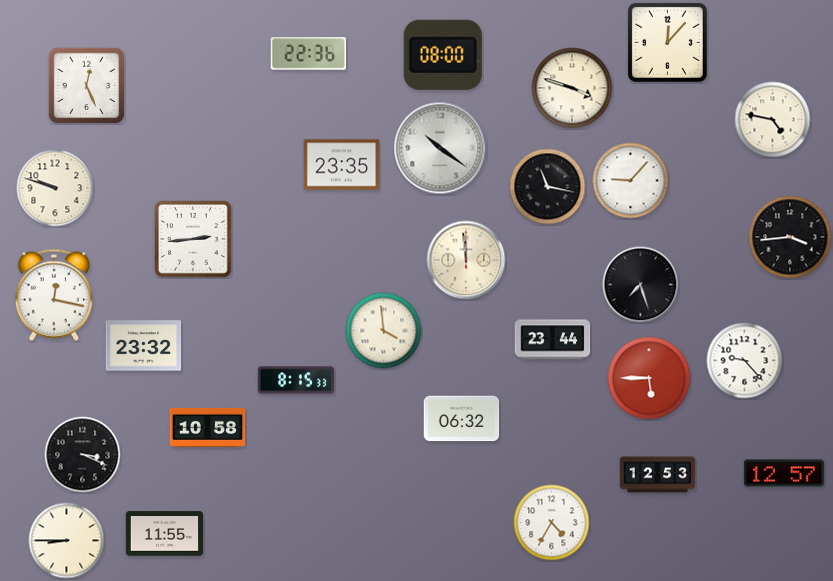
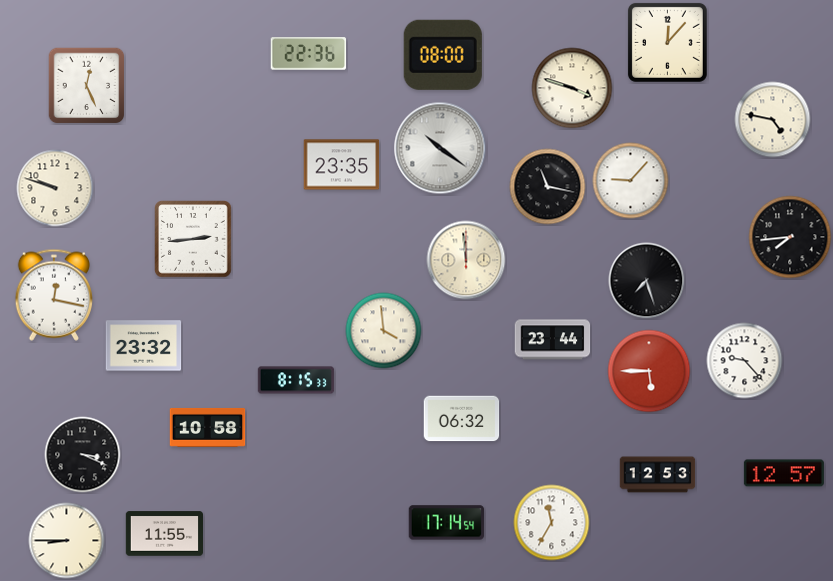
clock at (790, 237): 3:44 -> 7:44
clock at (641, 285) position: (641, 285) -> (647, 281)
clock at (649, 378) position: (649, 378) -> (649, 371)
clock at (447, 523): none -> 17:14
clock at (552, 523): 4:35 -> 11:35
